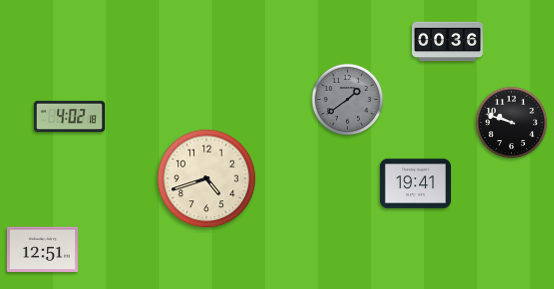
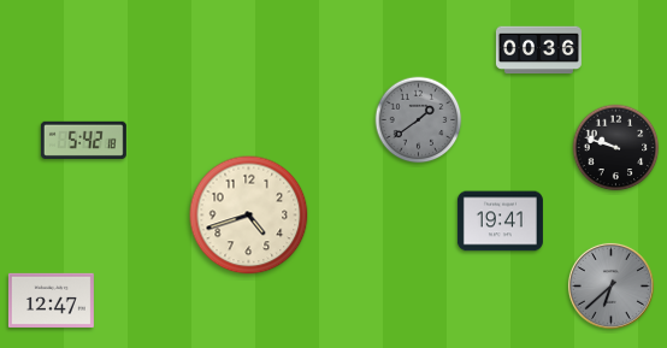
clock at (69, 116): 4:02 -> 5:42
clock at (610, 285): none -> 6:38
clock at (42, 249): 12:51 -> 12:47
